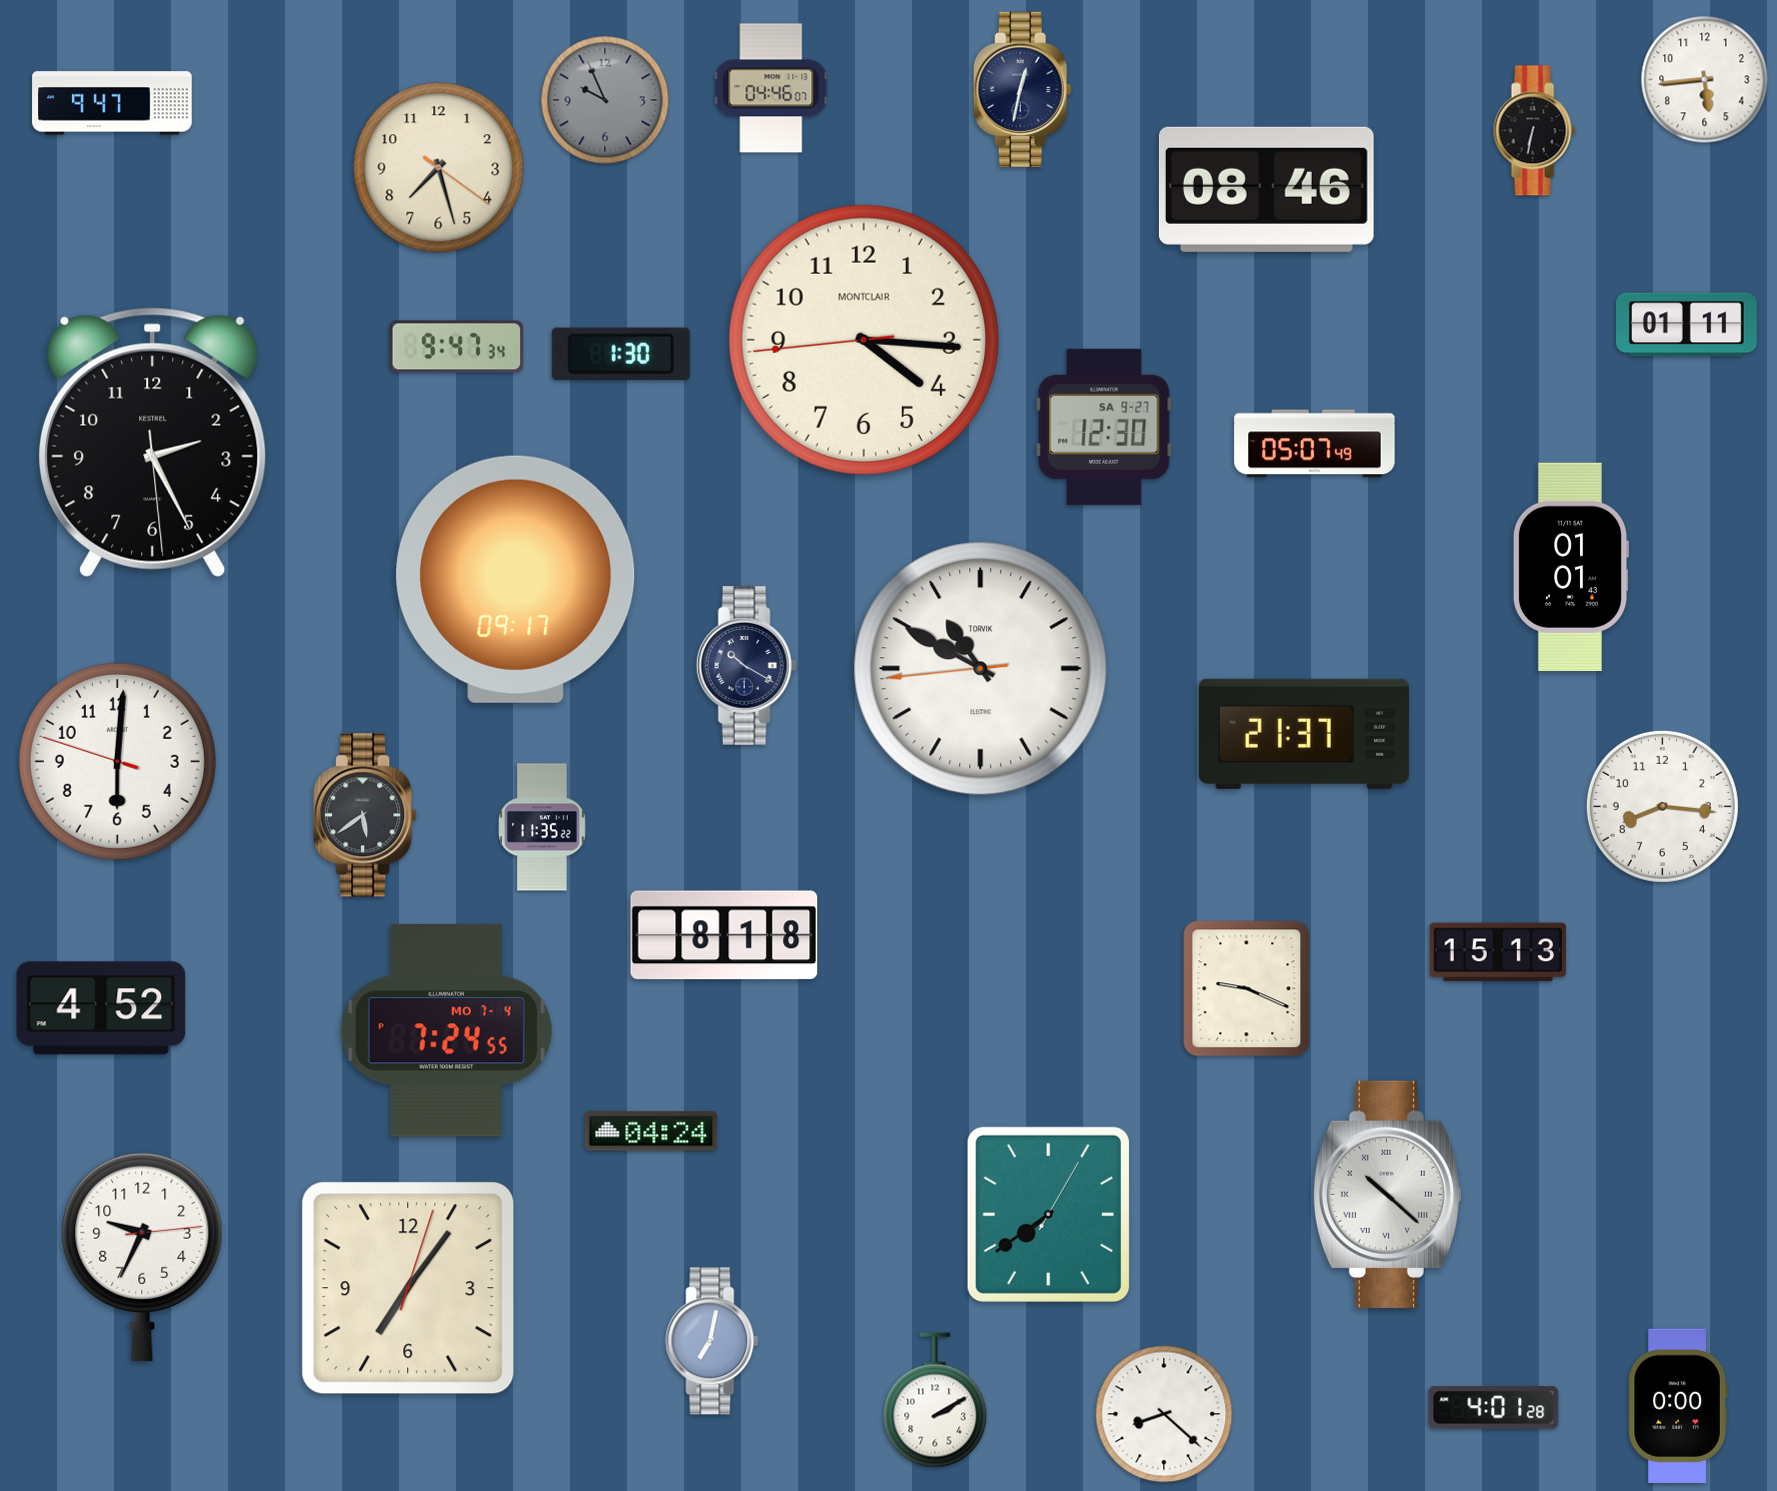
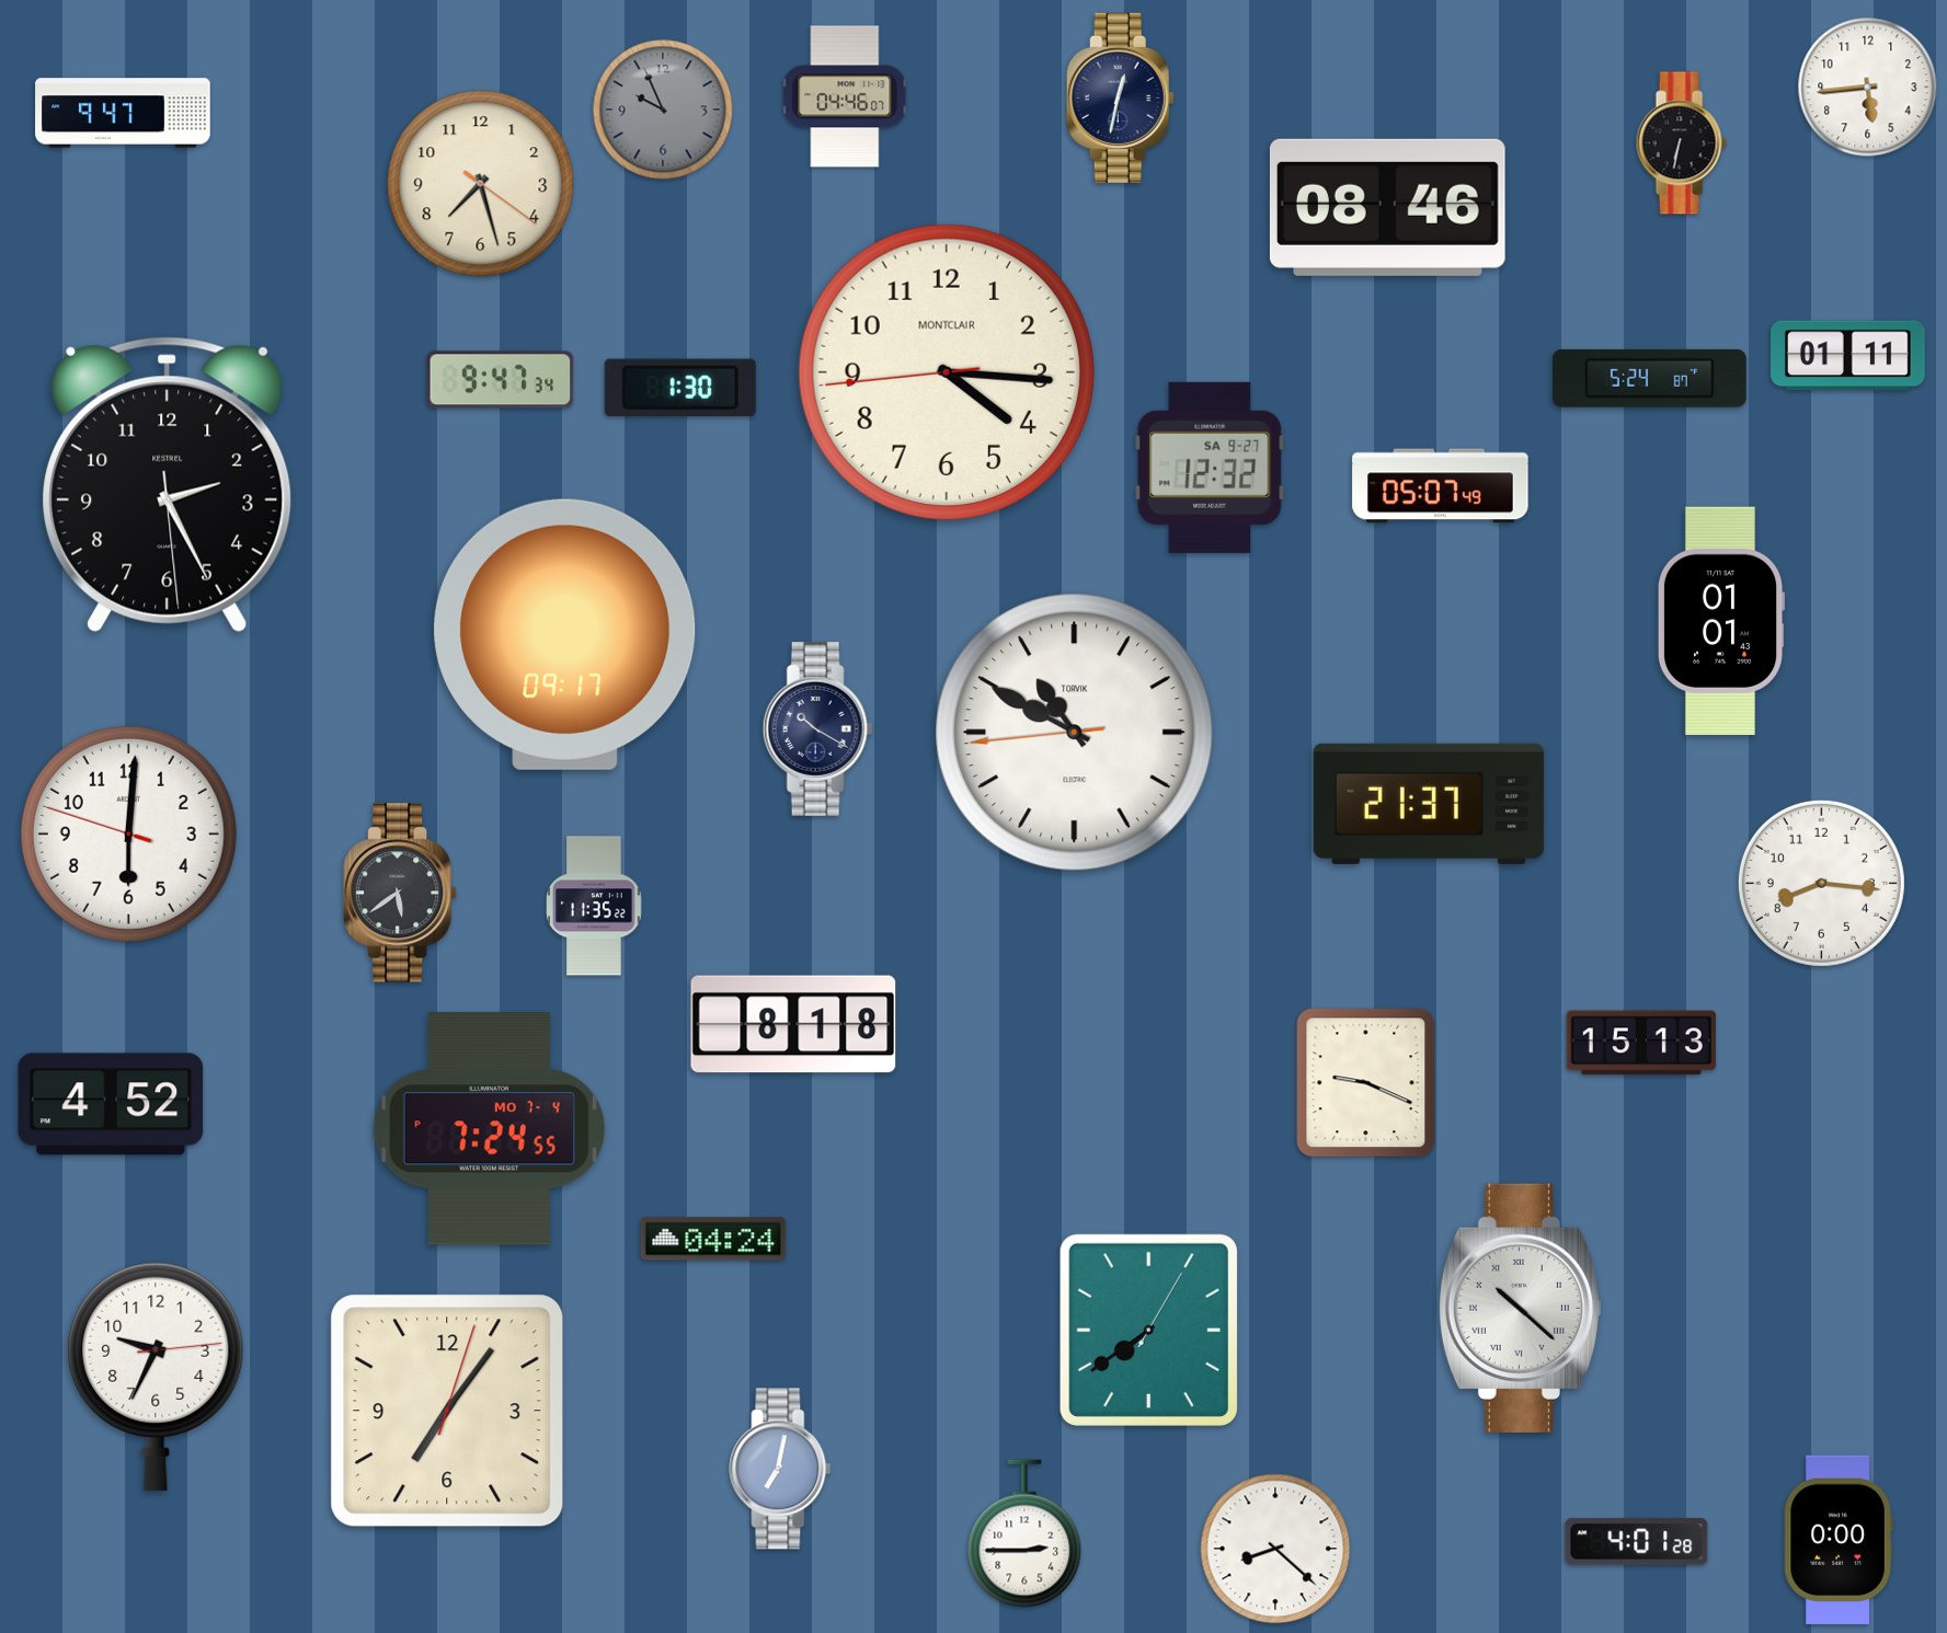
clock at (1649, 378): none -> 5:24
clock at (1104, 427): 12:30 -> 12:32
clock at (935, 1400): 2:10 -> 2:45
